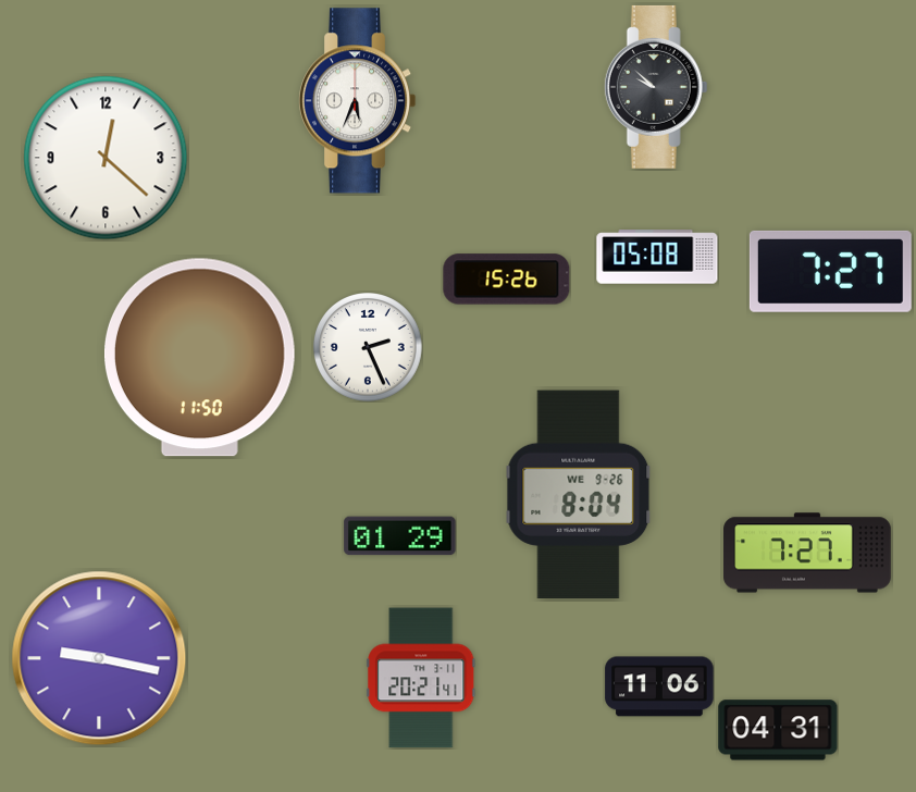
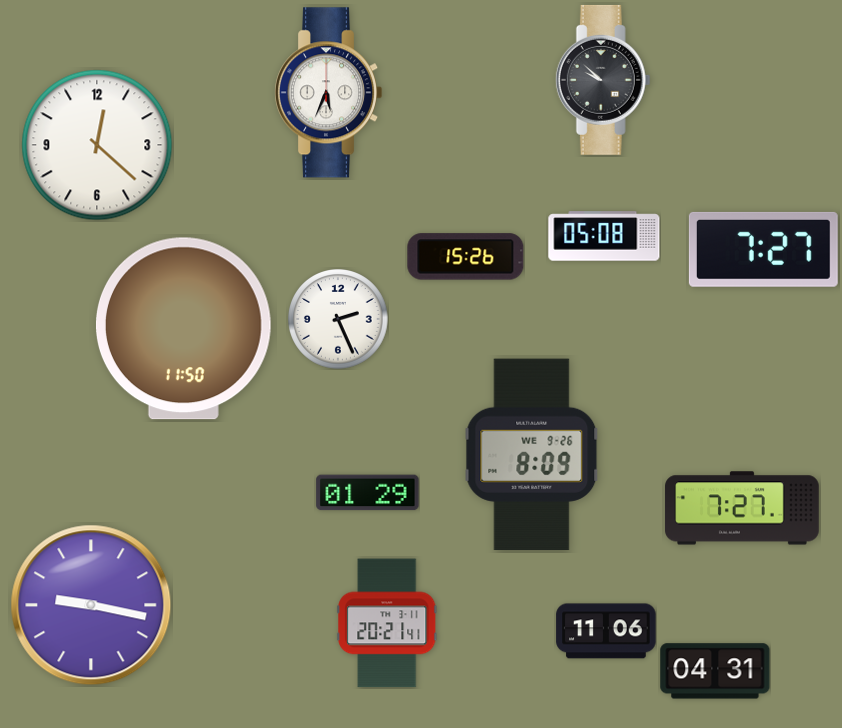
clock at (579, 495): 8:04 -> 8:09
